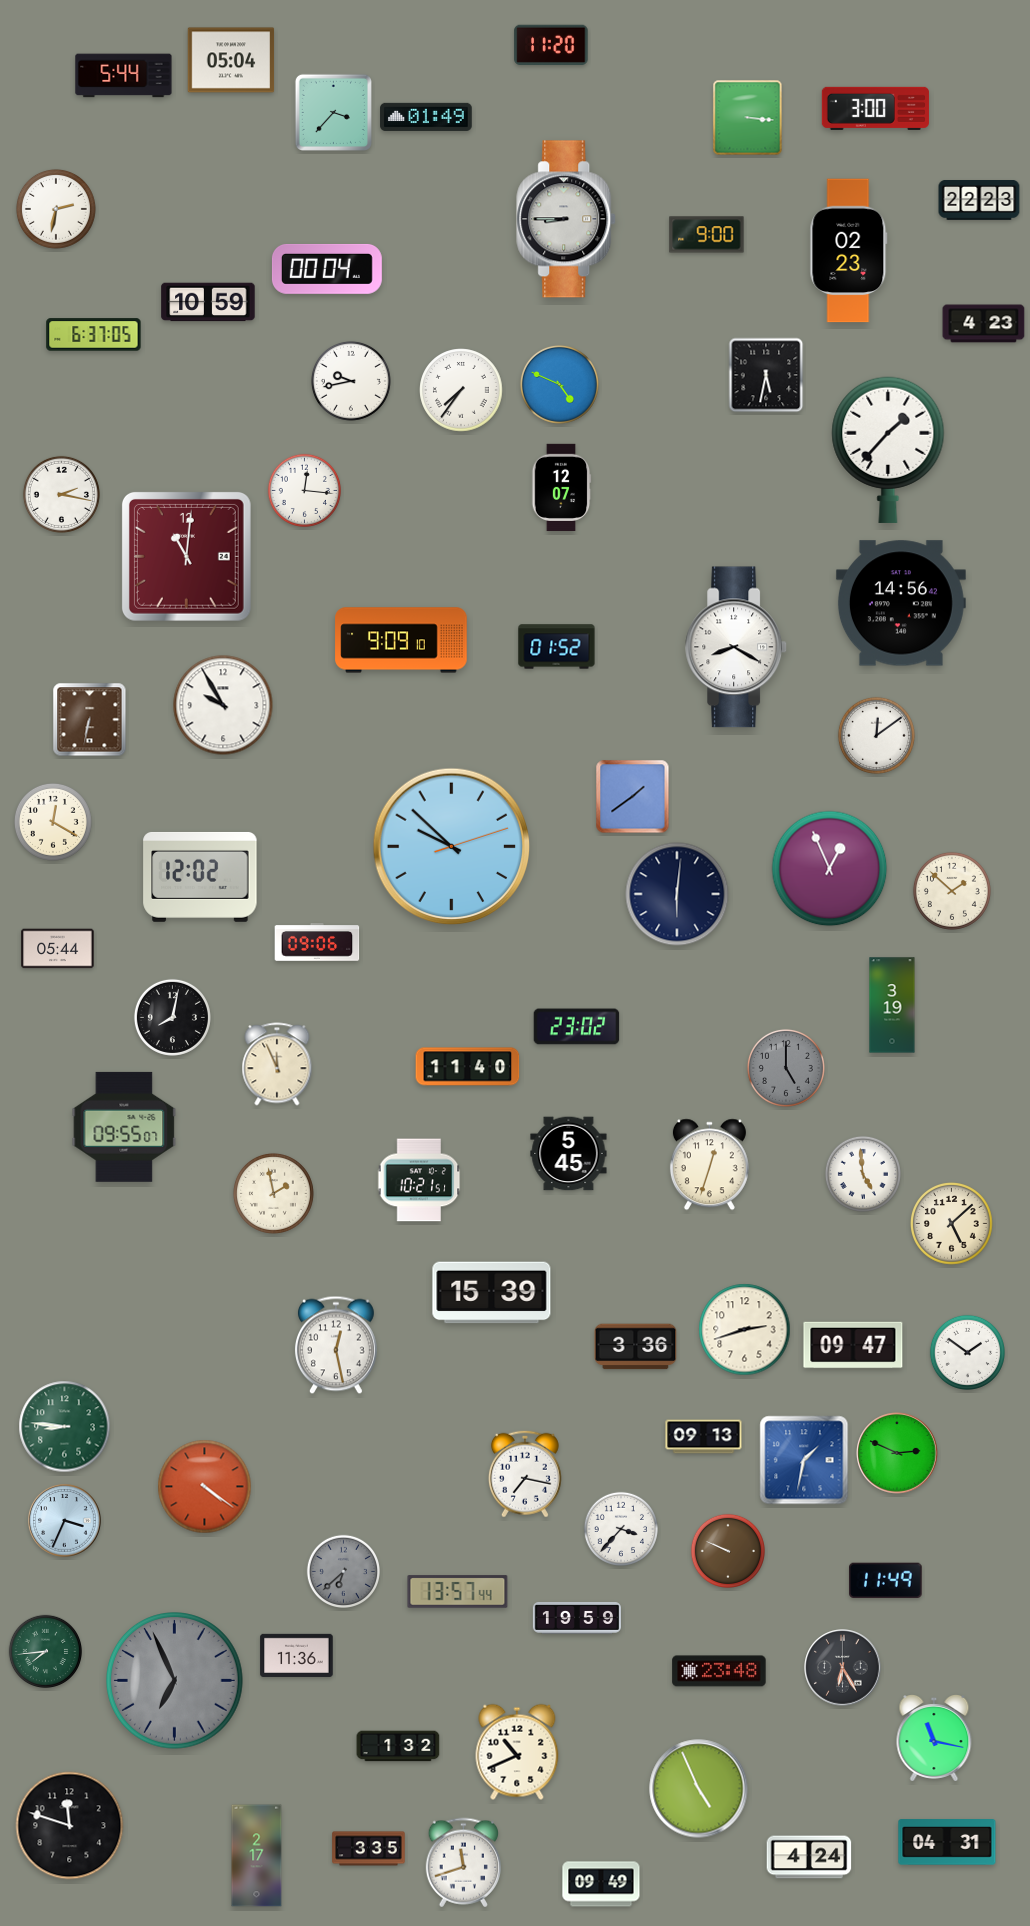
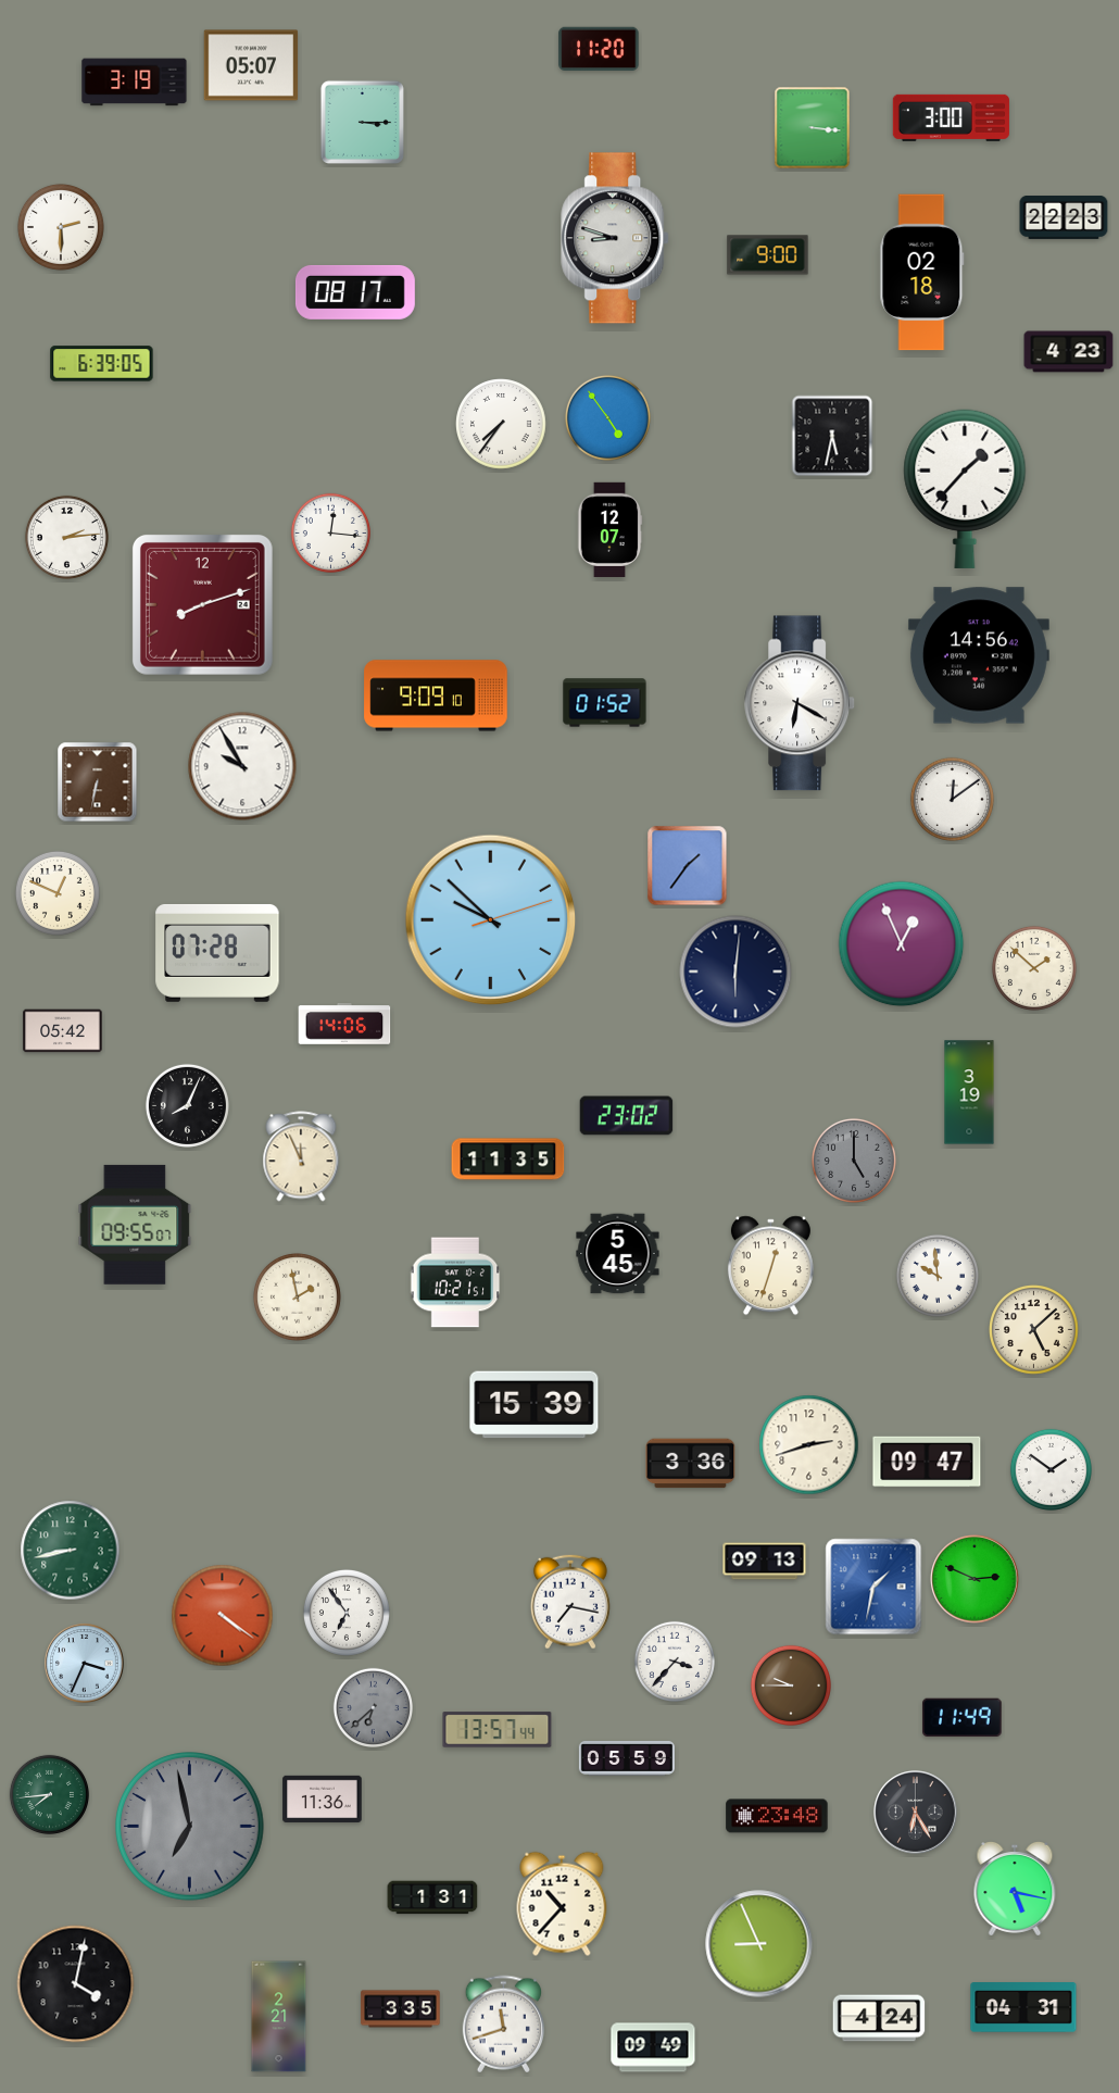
clock at (231, 60): 05:04 -> 05:07
clock at (124, 76): 5:44 -> 3:19
clock at (333, 112): 3:37 -> 3:15
clock at (426, 117): 01:49 -> none
clock at (56, 209): 2:32 -> 2:30
clock at (567, 219): 8:45 -> 8:48
clock at (849, 251): 02:23 -> 02:18
clock at (327, 269): 00:04 -> 08:17
clock at (208, 302): 10:59 -> none
clock at (94, 335): 6:37 -> 6:39
clock at (766, 375) position: (766, 375) -> (832, 436)
clock at (351, 381): 9:43 -> none
clock at (559, 384): 4:49 -> 4:54
clock at (61, 494): 2:17 -> 2:14
clock at (186, 556): 11:01 -> 8:12
clock at (737, 647): 8:20 -> 6:20
clock at (633, 797): 1:39 -> 1:36
clock at (53, 822): 12:20 -> 12:49
clock at (200, 877): 12:02 -> 07:28
clock at (317, 943): 09:06 -> 14:06
clock at (58, 949): 05:44 -> 05:42
clock at (172, 1017): 8:02 -> 8:04
clock at (468, 1067): 11:40 -> 11:35
clock at (863, 1174): 4:59 -> 9:59
clock at (336, 1345): 12:28 -> none
clock at (65, 1427): 8:46 -> 8:43
clock at (347, 1613): none -> 6:54
clock at (65, 1521) position: (65, 1521) -> (85, 1664)
clock at (727, 1551): 9:49 -> 9:45
clock at (577, 1619): 19:59 -> 05:59
clock at (719, 1671) position: (719, 1671) -> (777, 1816)
clock at (175, 1681): 6:56 -> 6:58
clock at (934, 1739): 11:17 -> 5:17
clock at (398, 1746): 1:32 -> 1:31
clock at (517, 1752): 10:41 -> 10:37
clock at (699, 1789): 4:56 -> 8:56
clock at (70, 1826): 11:48 -> 4:02
clock at (947, 1842) position: (947, 1842) -> (1023, 2007)
clock at (257, 1856): 2:17 -> 2:21
